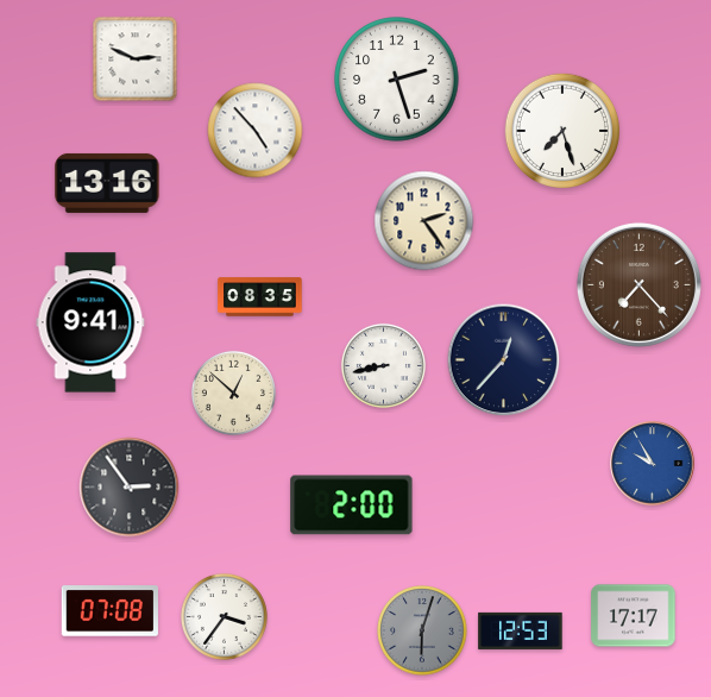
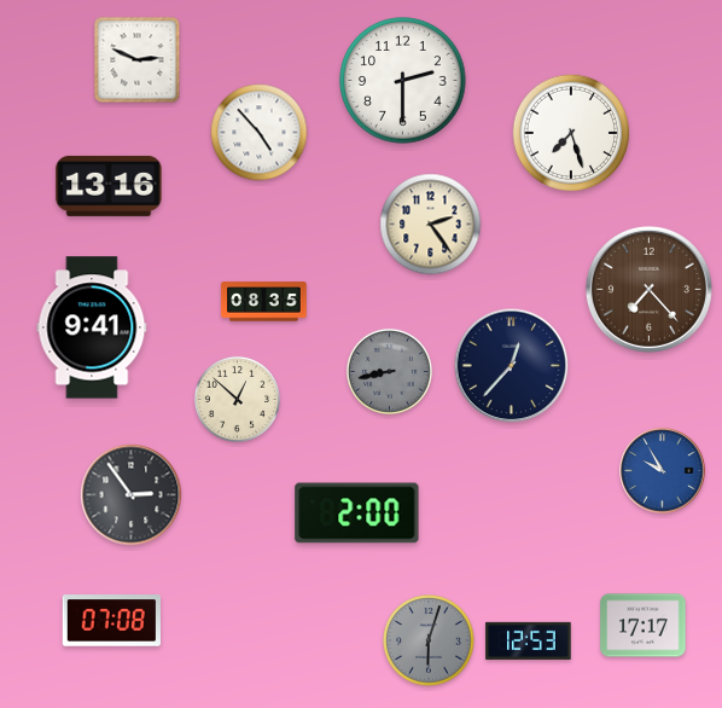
clock at (397, 80): 2:27 -> 2:30
clock at (383, 365) dial: white -> grey
clock at (224, 616): 3:36 -> none
